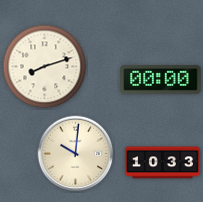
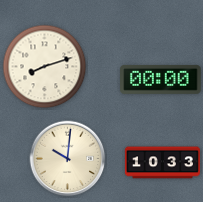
clock at (76, 154) position: (76, 154) -> (68, 159)
